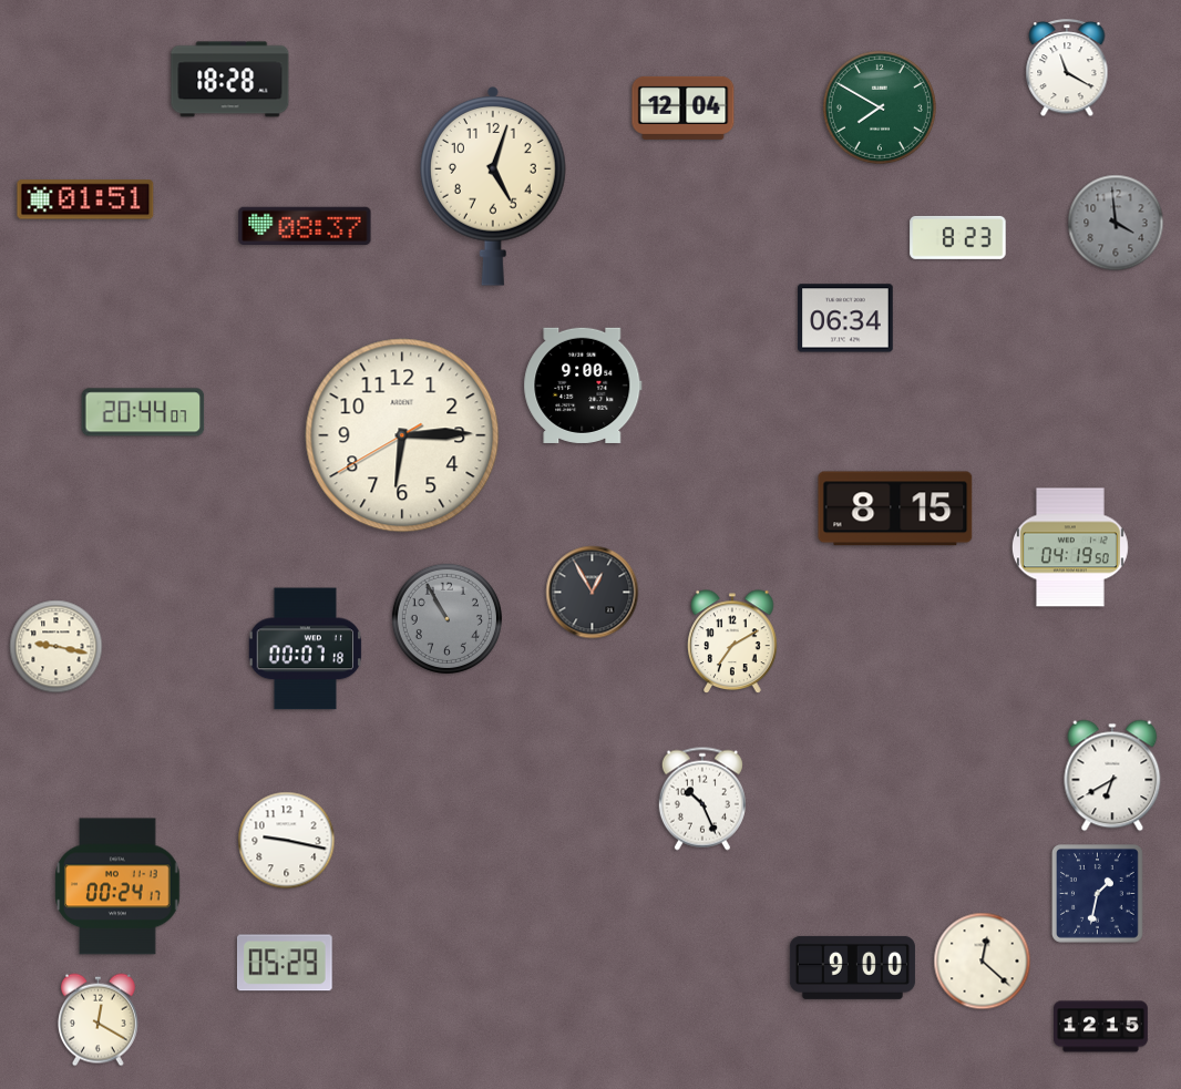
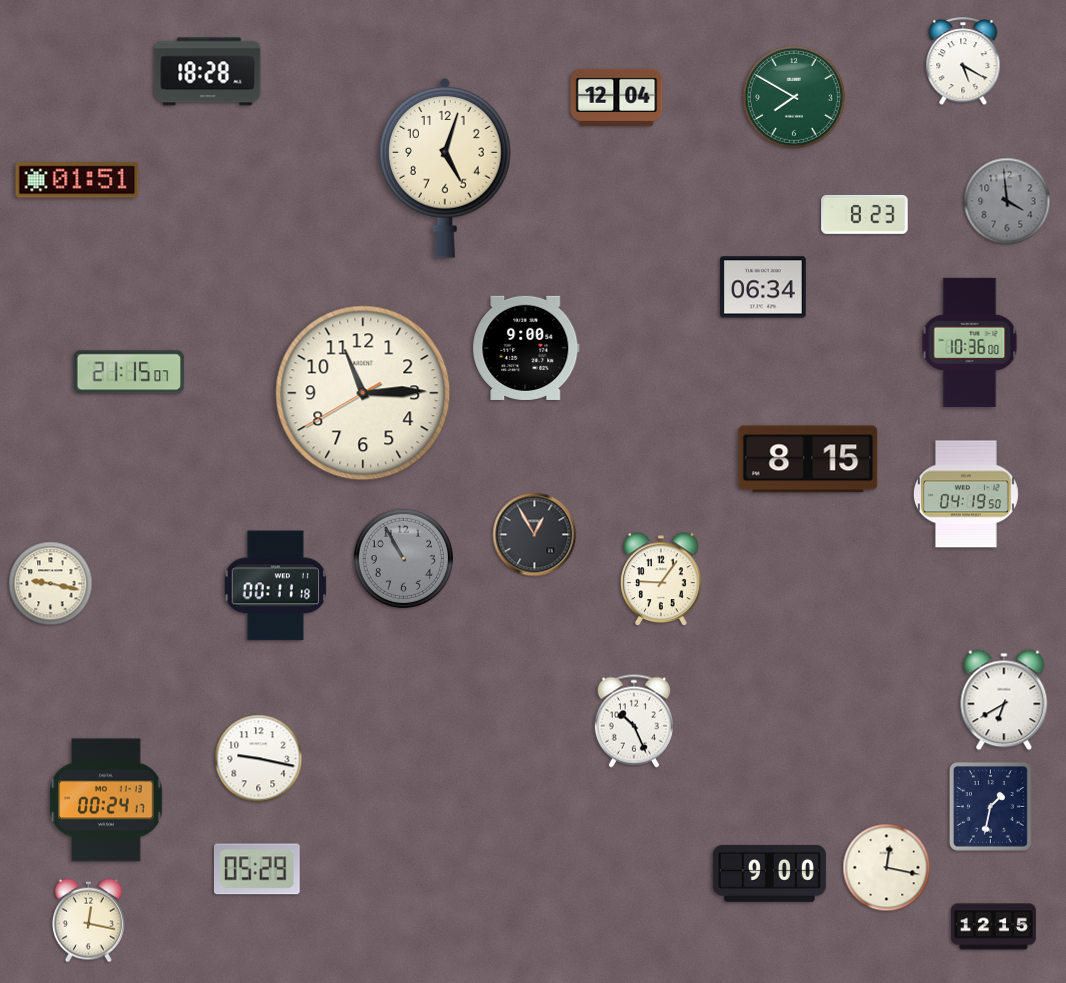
clock at (1067, 69): 11:20 -> 5:20
clock at (305, 225): 08:37 -> none
clock at (970, 342): none -> 10:36
clock at (143, 412): 20:44 -> 21:15
clock at (402, 435): 6:14 -> 11:14
clock at (732, 641): 7:10 -> 9:06
clock at (305, 649): 00:07 -> 00:11
clock at (983, 962): 12:22 -> 12:17
clock at (97, 1020): 12:20 -> 12:17
